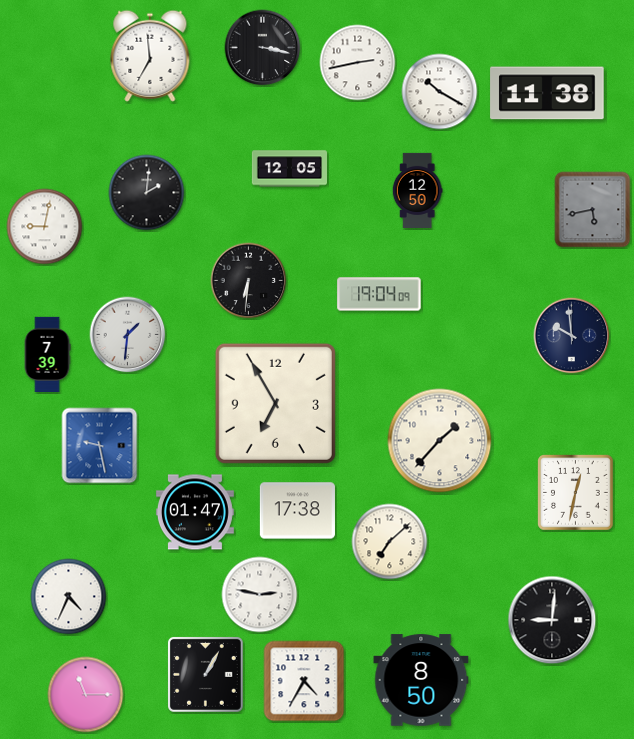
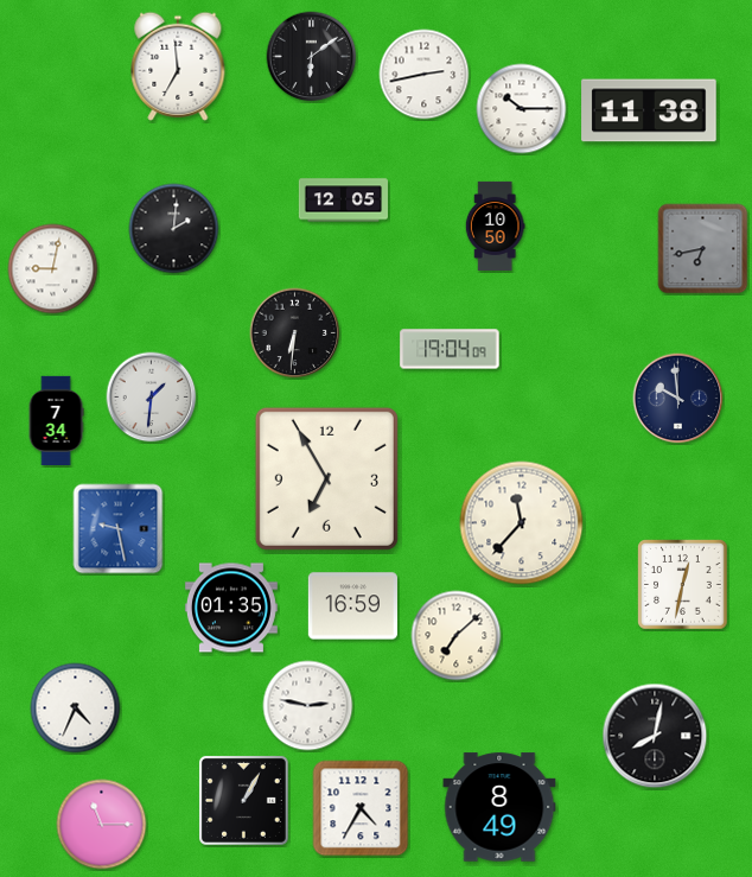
clock at (263, 48): 3:17 -> 6:09
clock at (440, 92): 10:20 -> 10:15
clock at (417, 190): 12:50 -> 10:50
clock at (593, 210): 5:43 -> 6:43
clock at (47, 354): 7:39 -> 7:34
clock at (440, 441): 1:37 -> 11:37
clock at (297, 511): 17:38 -> 16:59
clock at (195, 512): 01:47 -> 01:35
clock at (390, 542) position: (390, 542) -> (457, 636)
clock at (69, 597) position: (69, 597) -> (76, 708)
clock at (552, 620): 9:01 -> 8:02
clock at (421, 680): 8:50 -> 8:49
